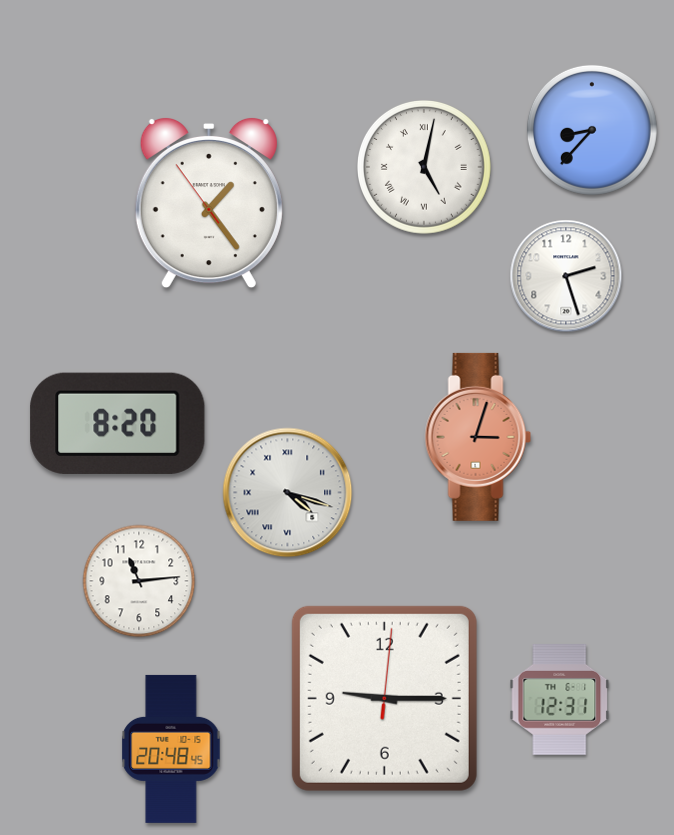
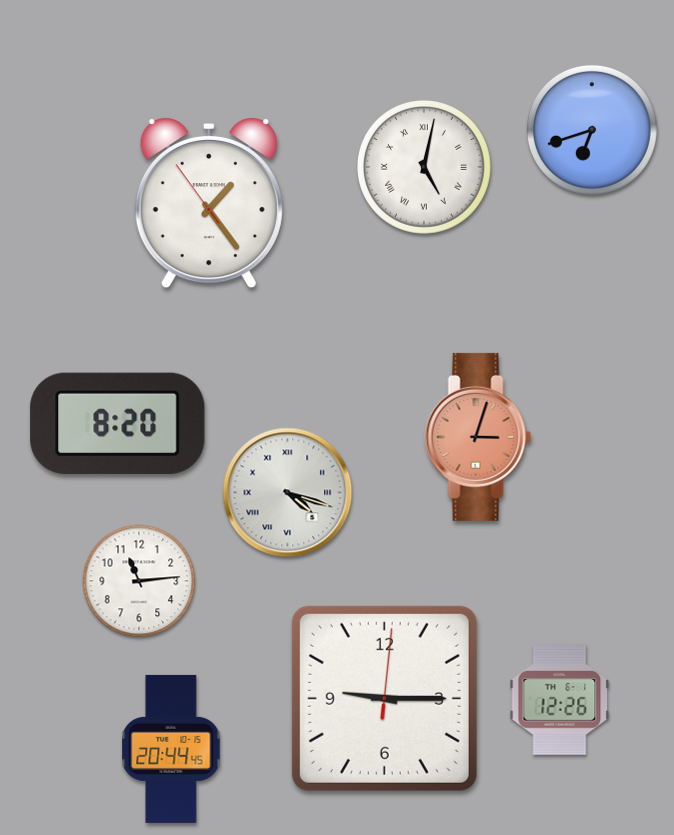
clock at (592, 130): 8:37 -> 6:42
clock at (566, 276): 2:27 -> none
clock at (560, 700): 12:31 -> 12:26
clock at (171, 749): 20:48 -> 20:44
